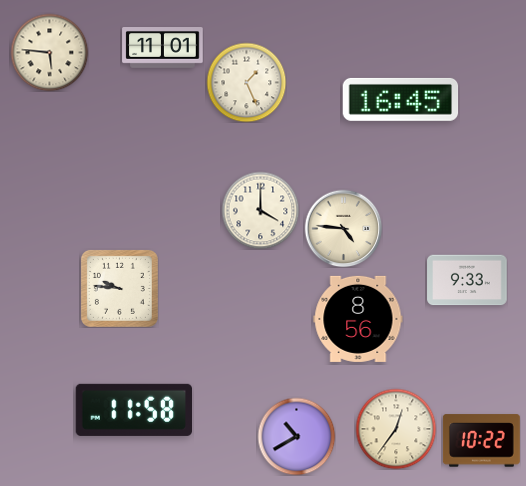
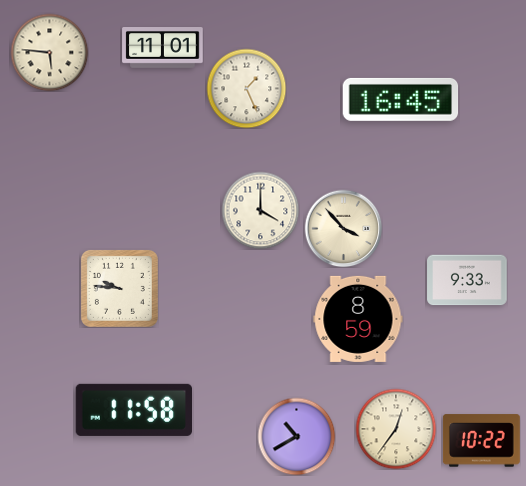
clock at (246, 82) position: (246, 82) -> (246, 88)
clock at (343, 228): 4:46 -> 3:53
clock at (358, 319): 8:56 -> 8:59
